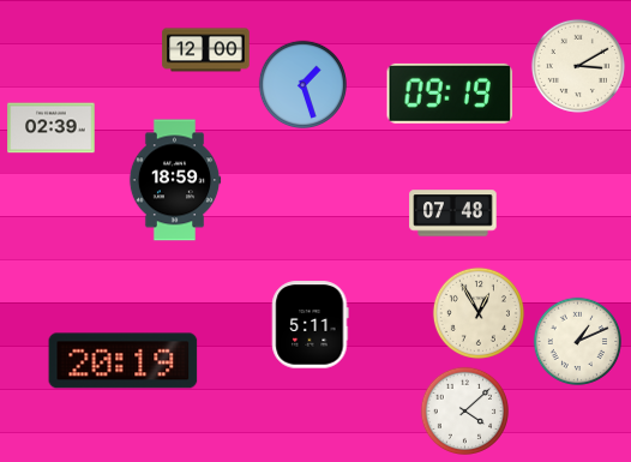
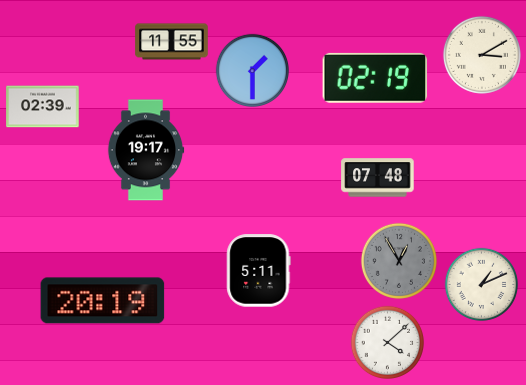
clock at (206, 50): 12:00 -> 11:55
clock at (304, 84): 1:27 -> 1:30
clock at (450, 94): 09:19 -> 02:19
clock at (175, 180): 18:59 -> 19:17
clock at (479, 313) dial: cream -> grey
